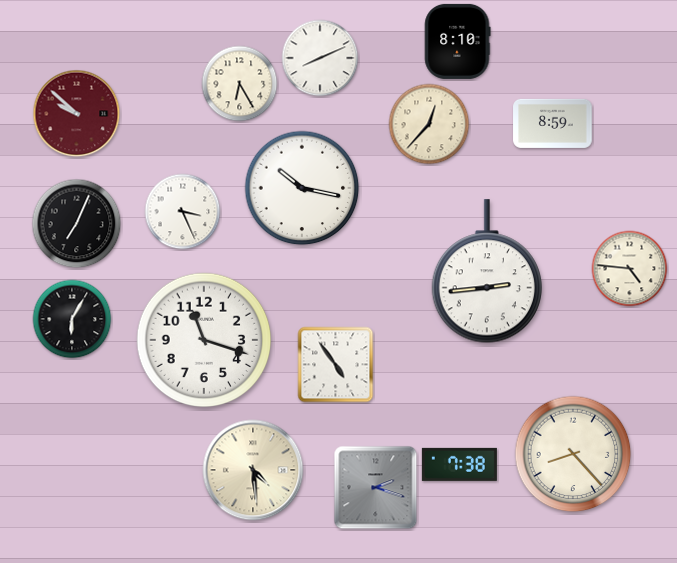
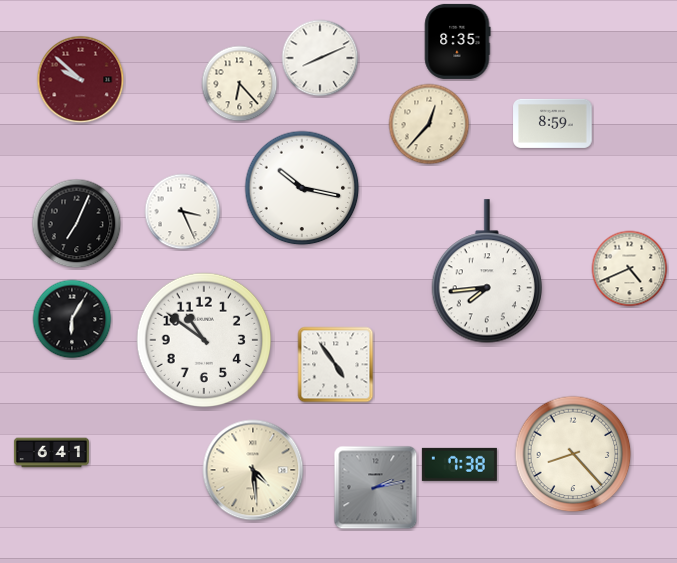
clock at (458, 41): 8:10 -> 8:35
clock at (240, 84): 6:25 -> 6:23
clock at (77, 114) position: (77, 114) -> (81, 80)
clock at (630, 269): 4:46 -> 4:41
clock at (487, 272): 2:44 -> 7:44
clock at (204, 340): 11:18 -> 10:51
clock at (51, 453): none -> 6:41
clock at (376, 488): 2:18 -> 2:13
